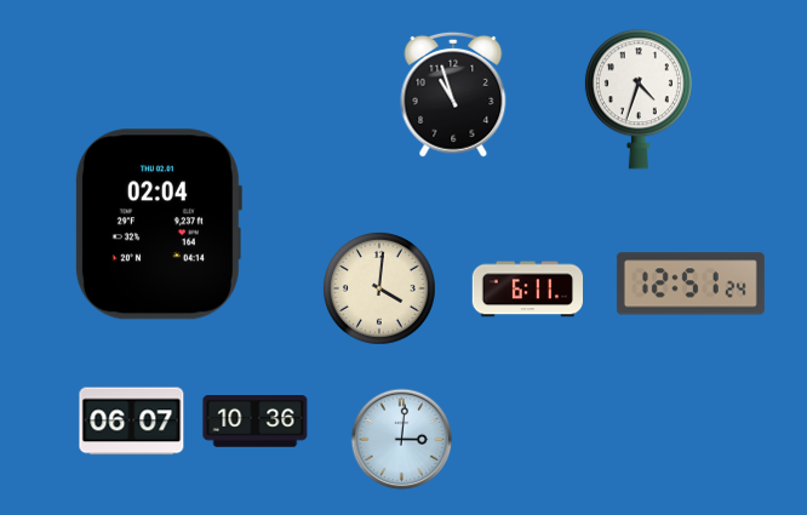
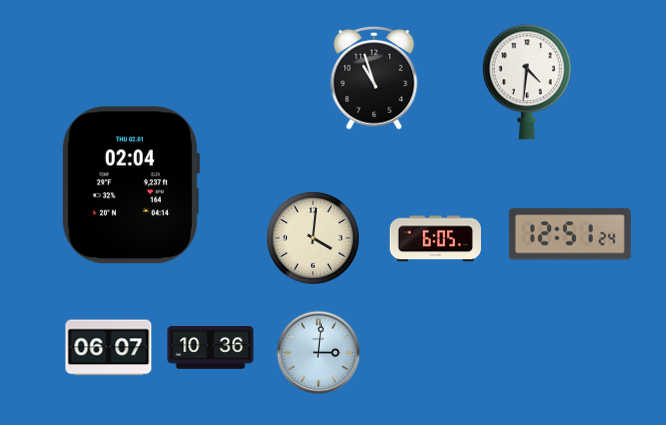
clock at (639, 99): 4:33 -> 4:31
clock at (527, 290): 6:11 -> 6:05
clock at (402, 440) position: (402, 440) -> (319, 353)
